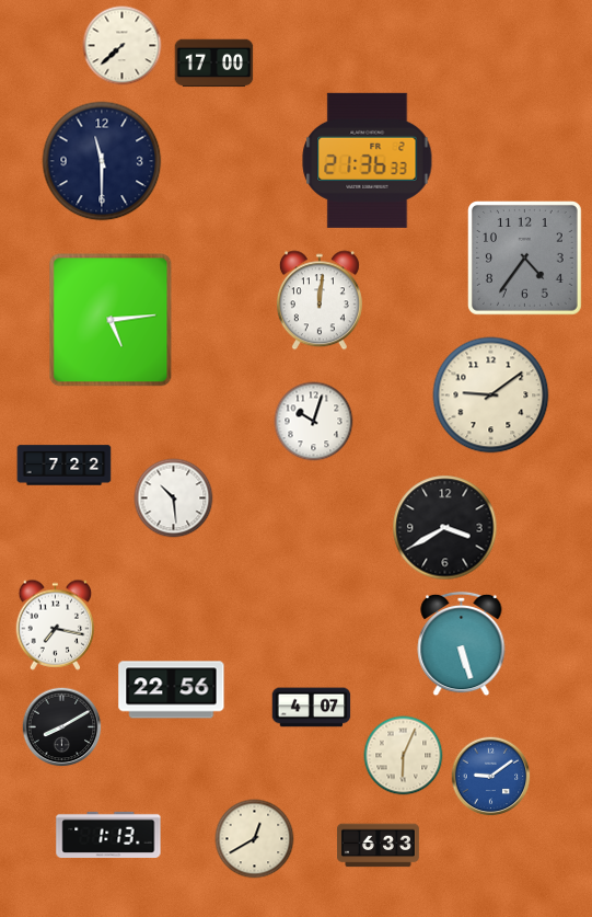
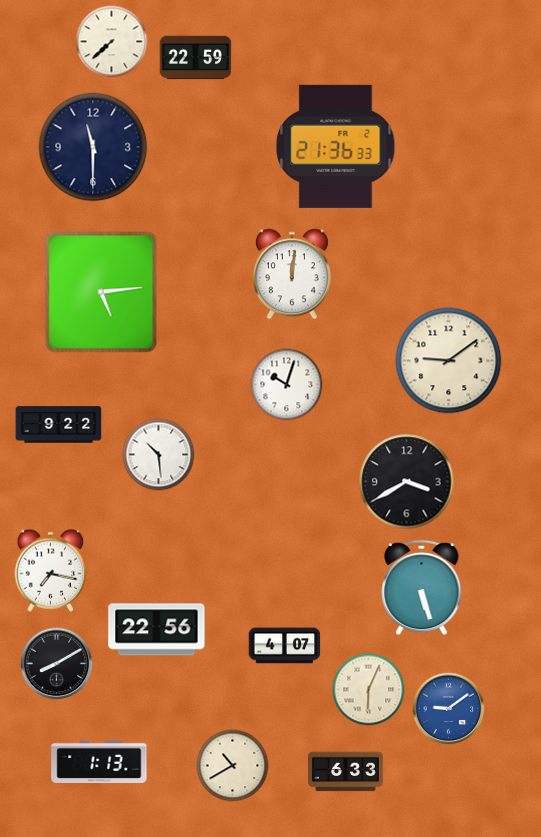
clock at (214, 64): 17:00 -> 22:59
clock at (525, 259): 4:36 -> none
clock at (65, 466): 7:22 -> 9:22
clock at (255, 839): 12:40 -> 10:40
